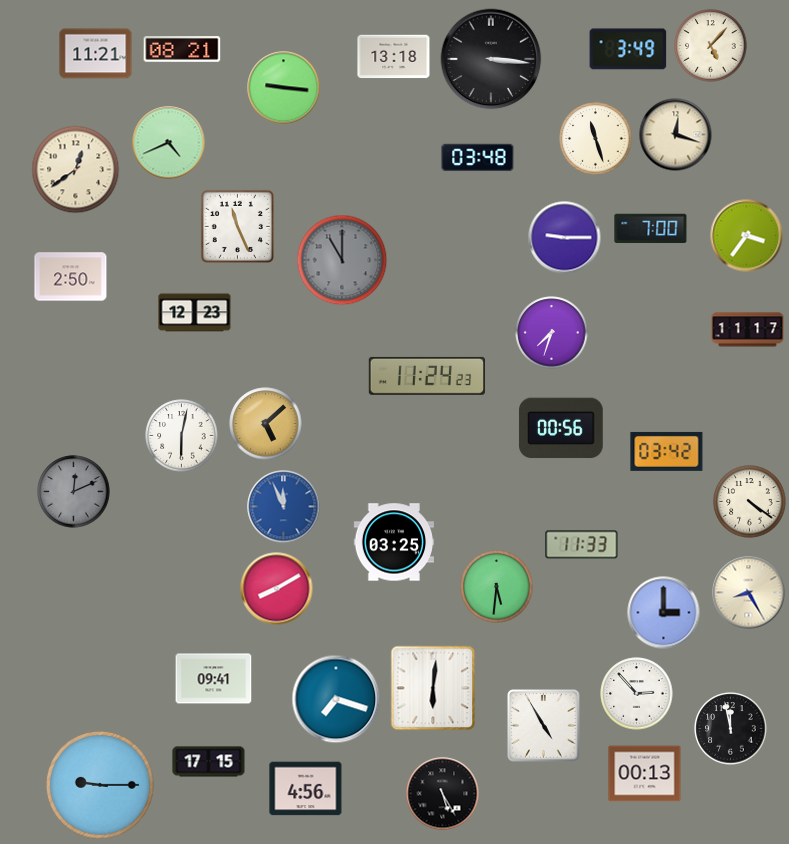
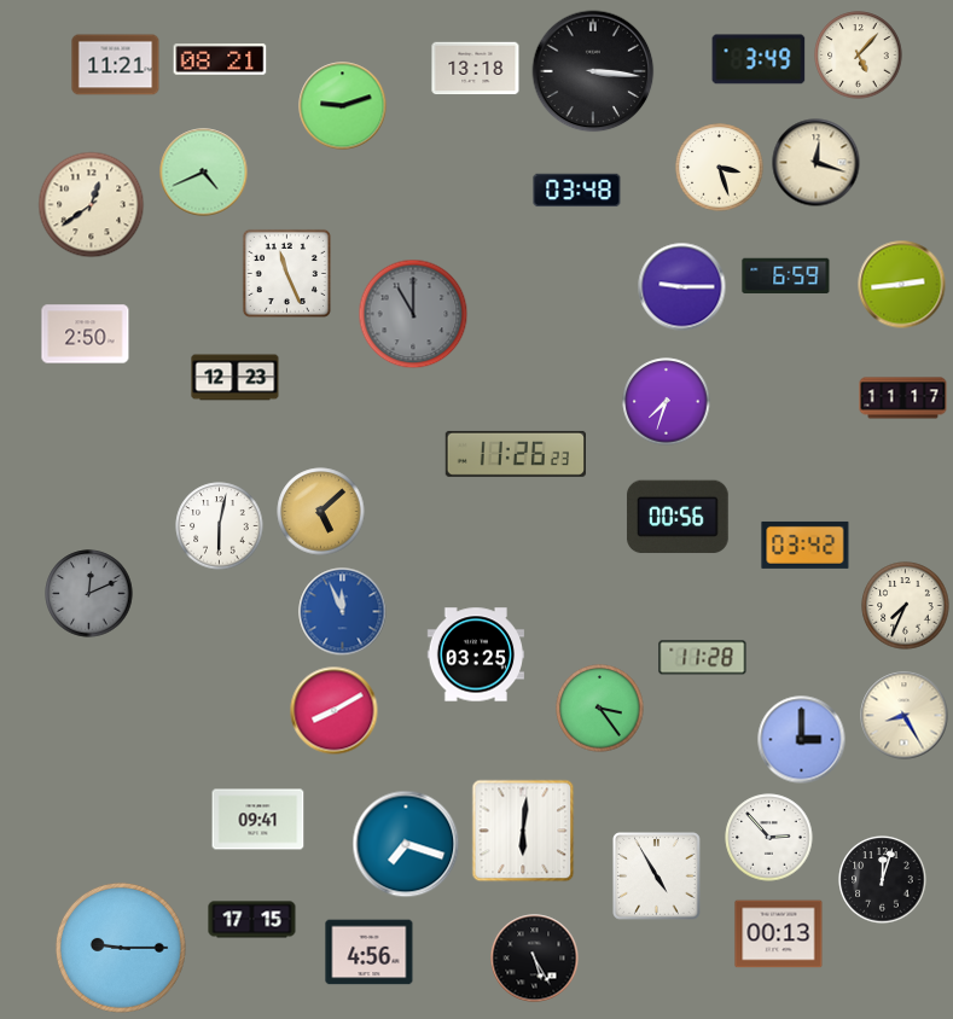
clock at (284, 88): 9:16 -> 9:12
clock at (596, 139): 11:27 -> 3:27
clock at (651, 229): 7:00 -> 6:59
clock at (747, 236): 3:36 -> 2:44
clock at (426, 376): 11:24 -> 11:26
clock at (750, 502): 4:21 -> 7:34
clock at (582, 545): 11:33 -> 11:28
clock at (497, 587): 5:31 -> 3:24
clock at (731, 729): 11:58 -> 12:03
